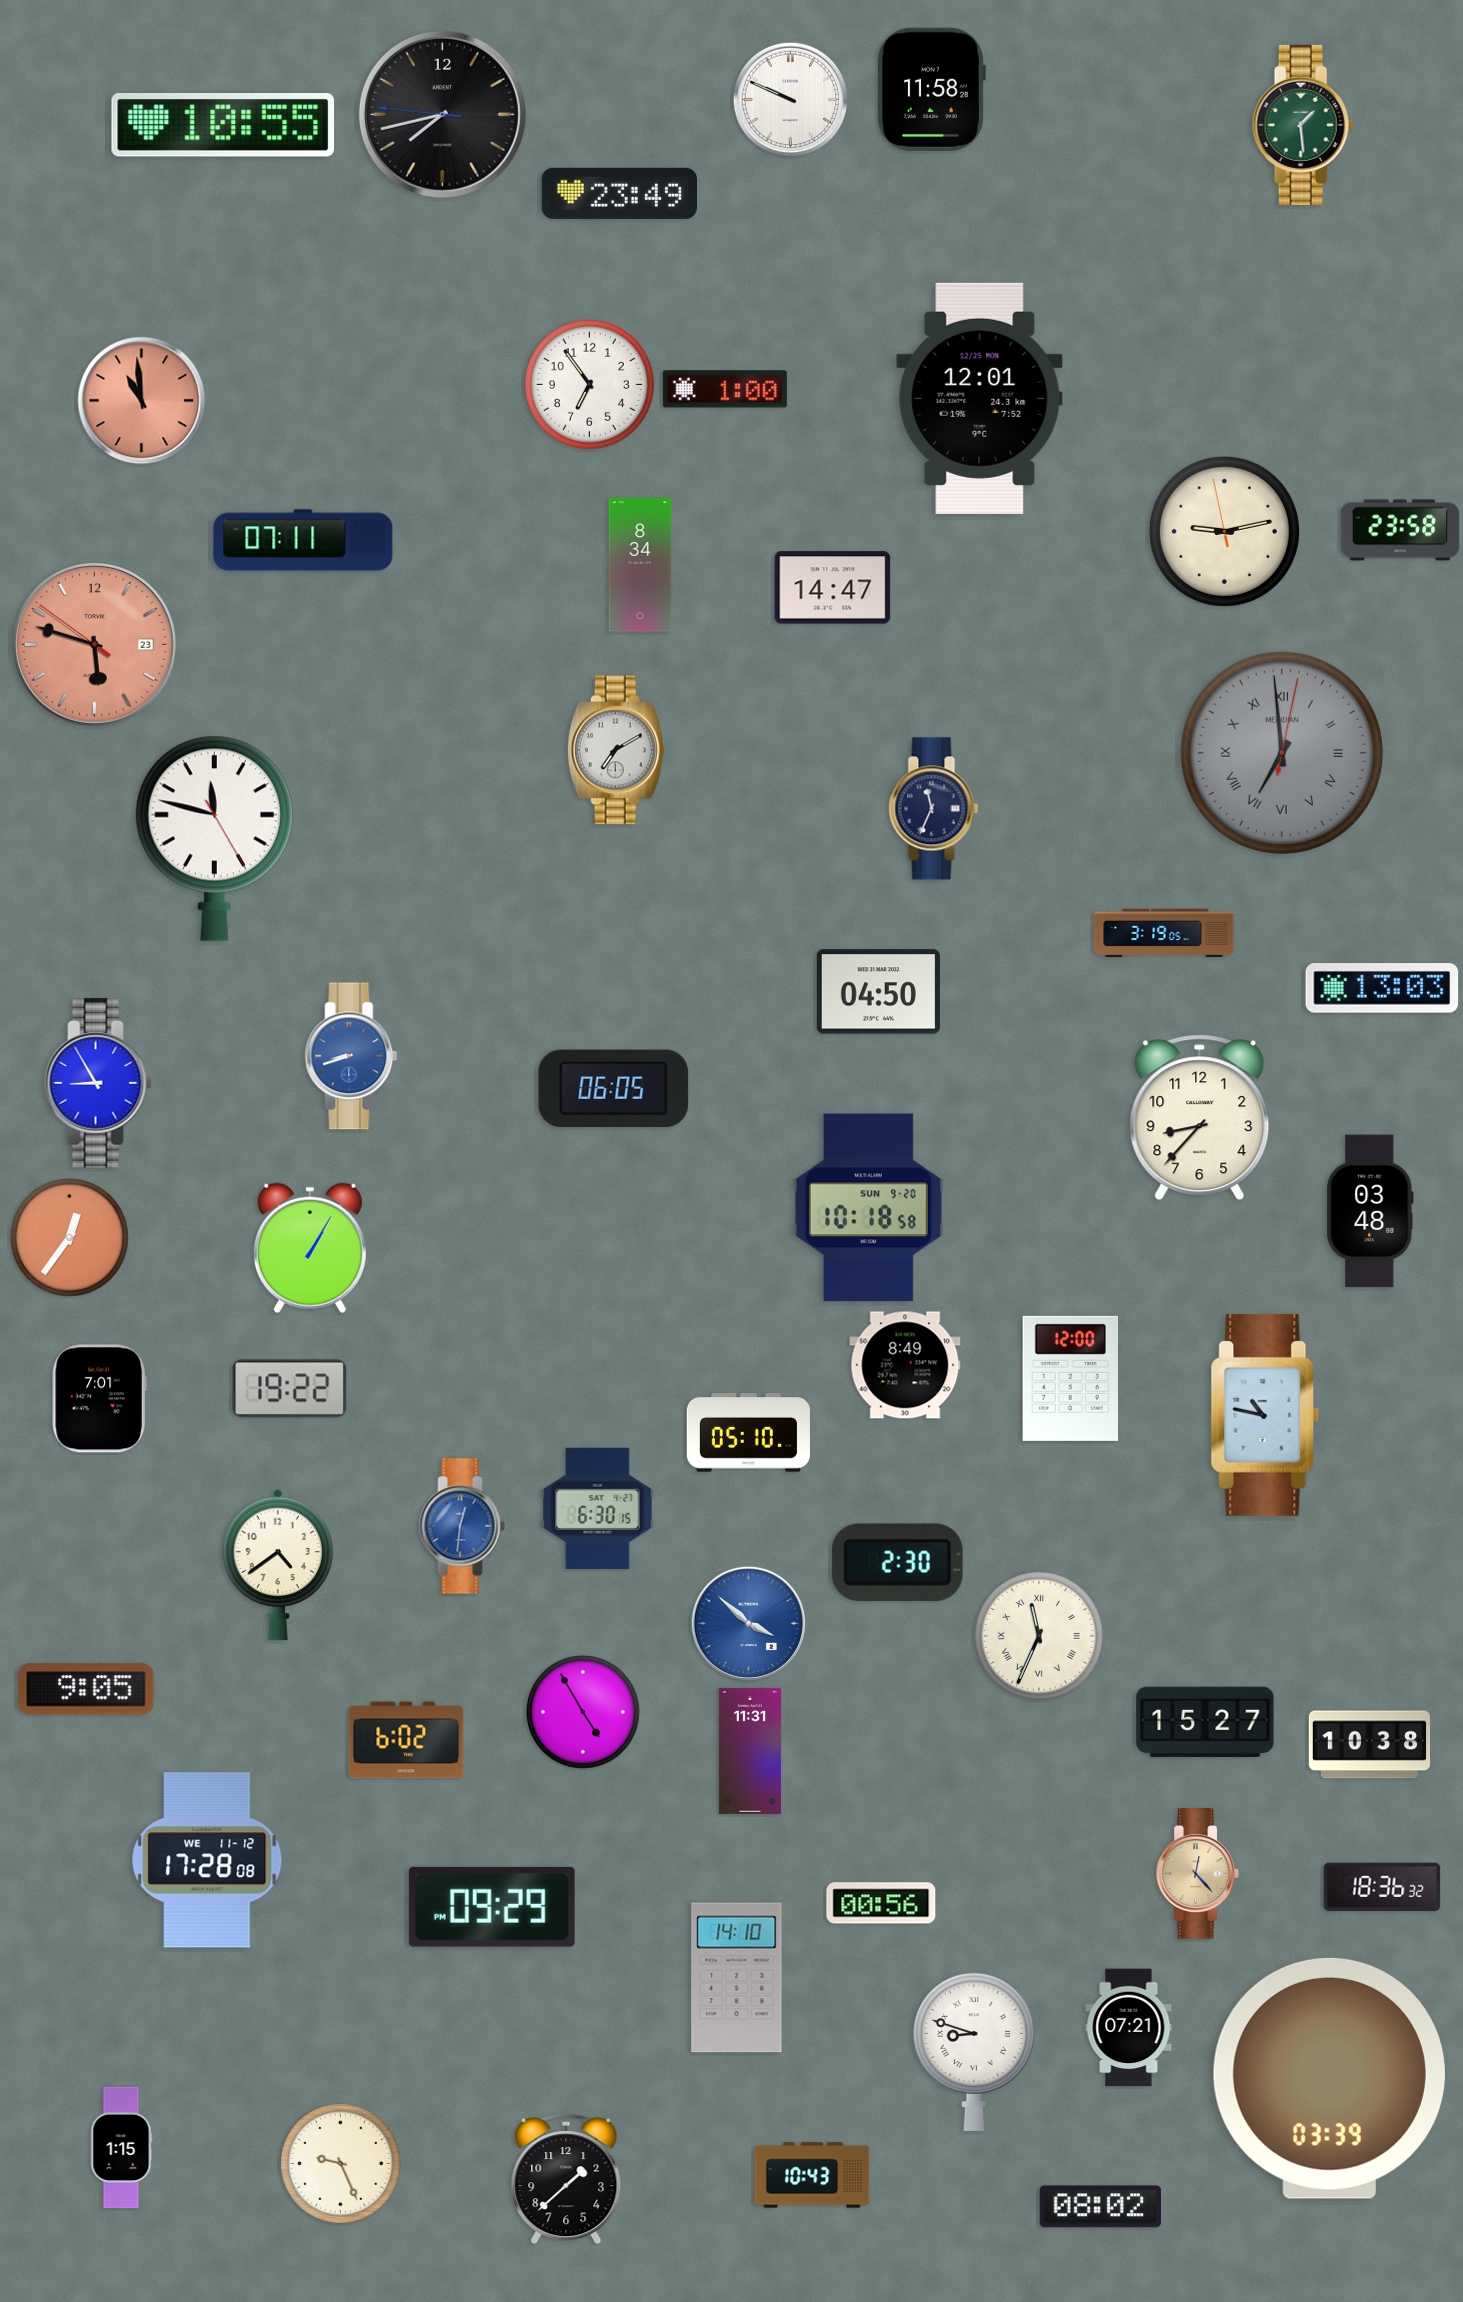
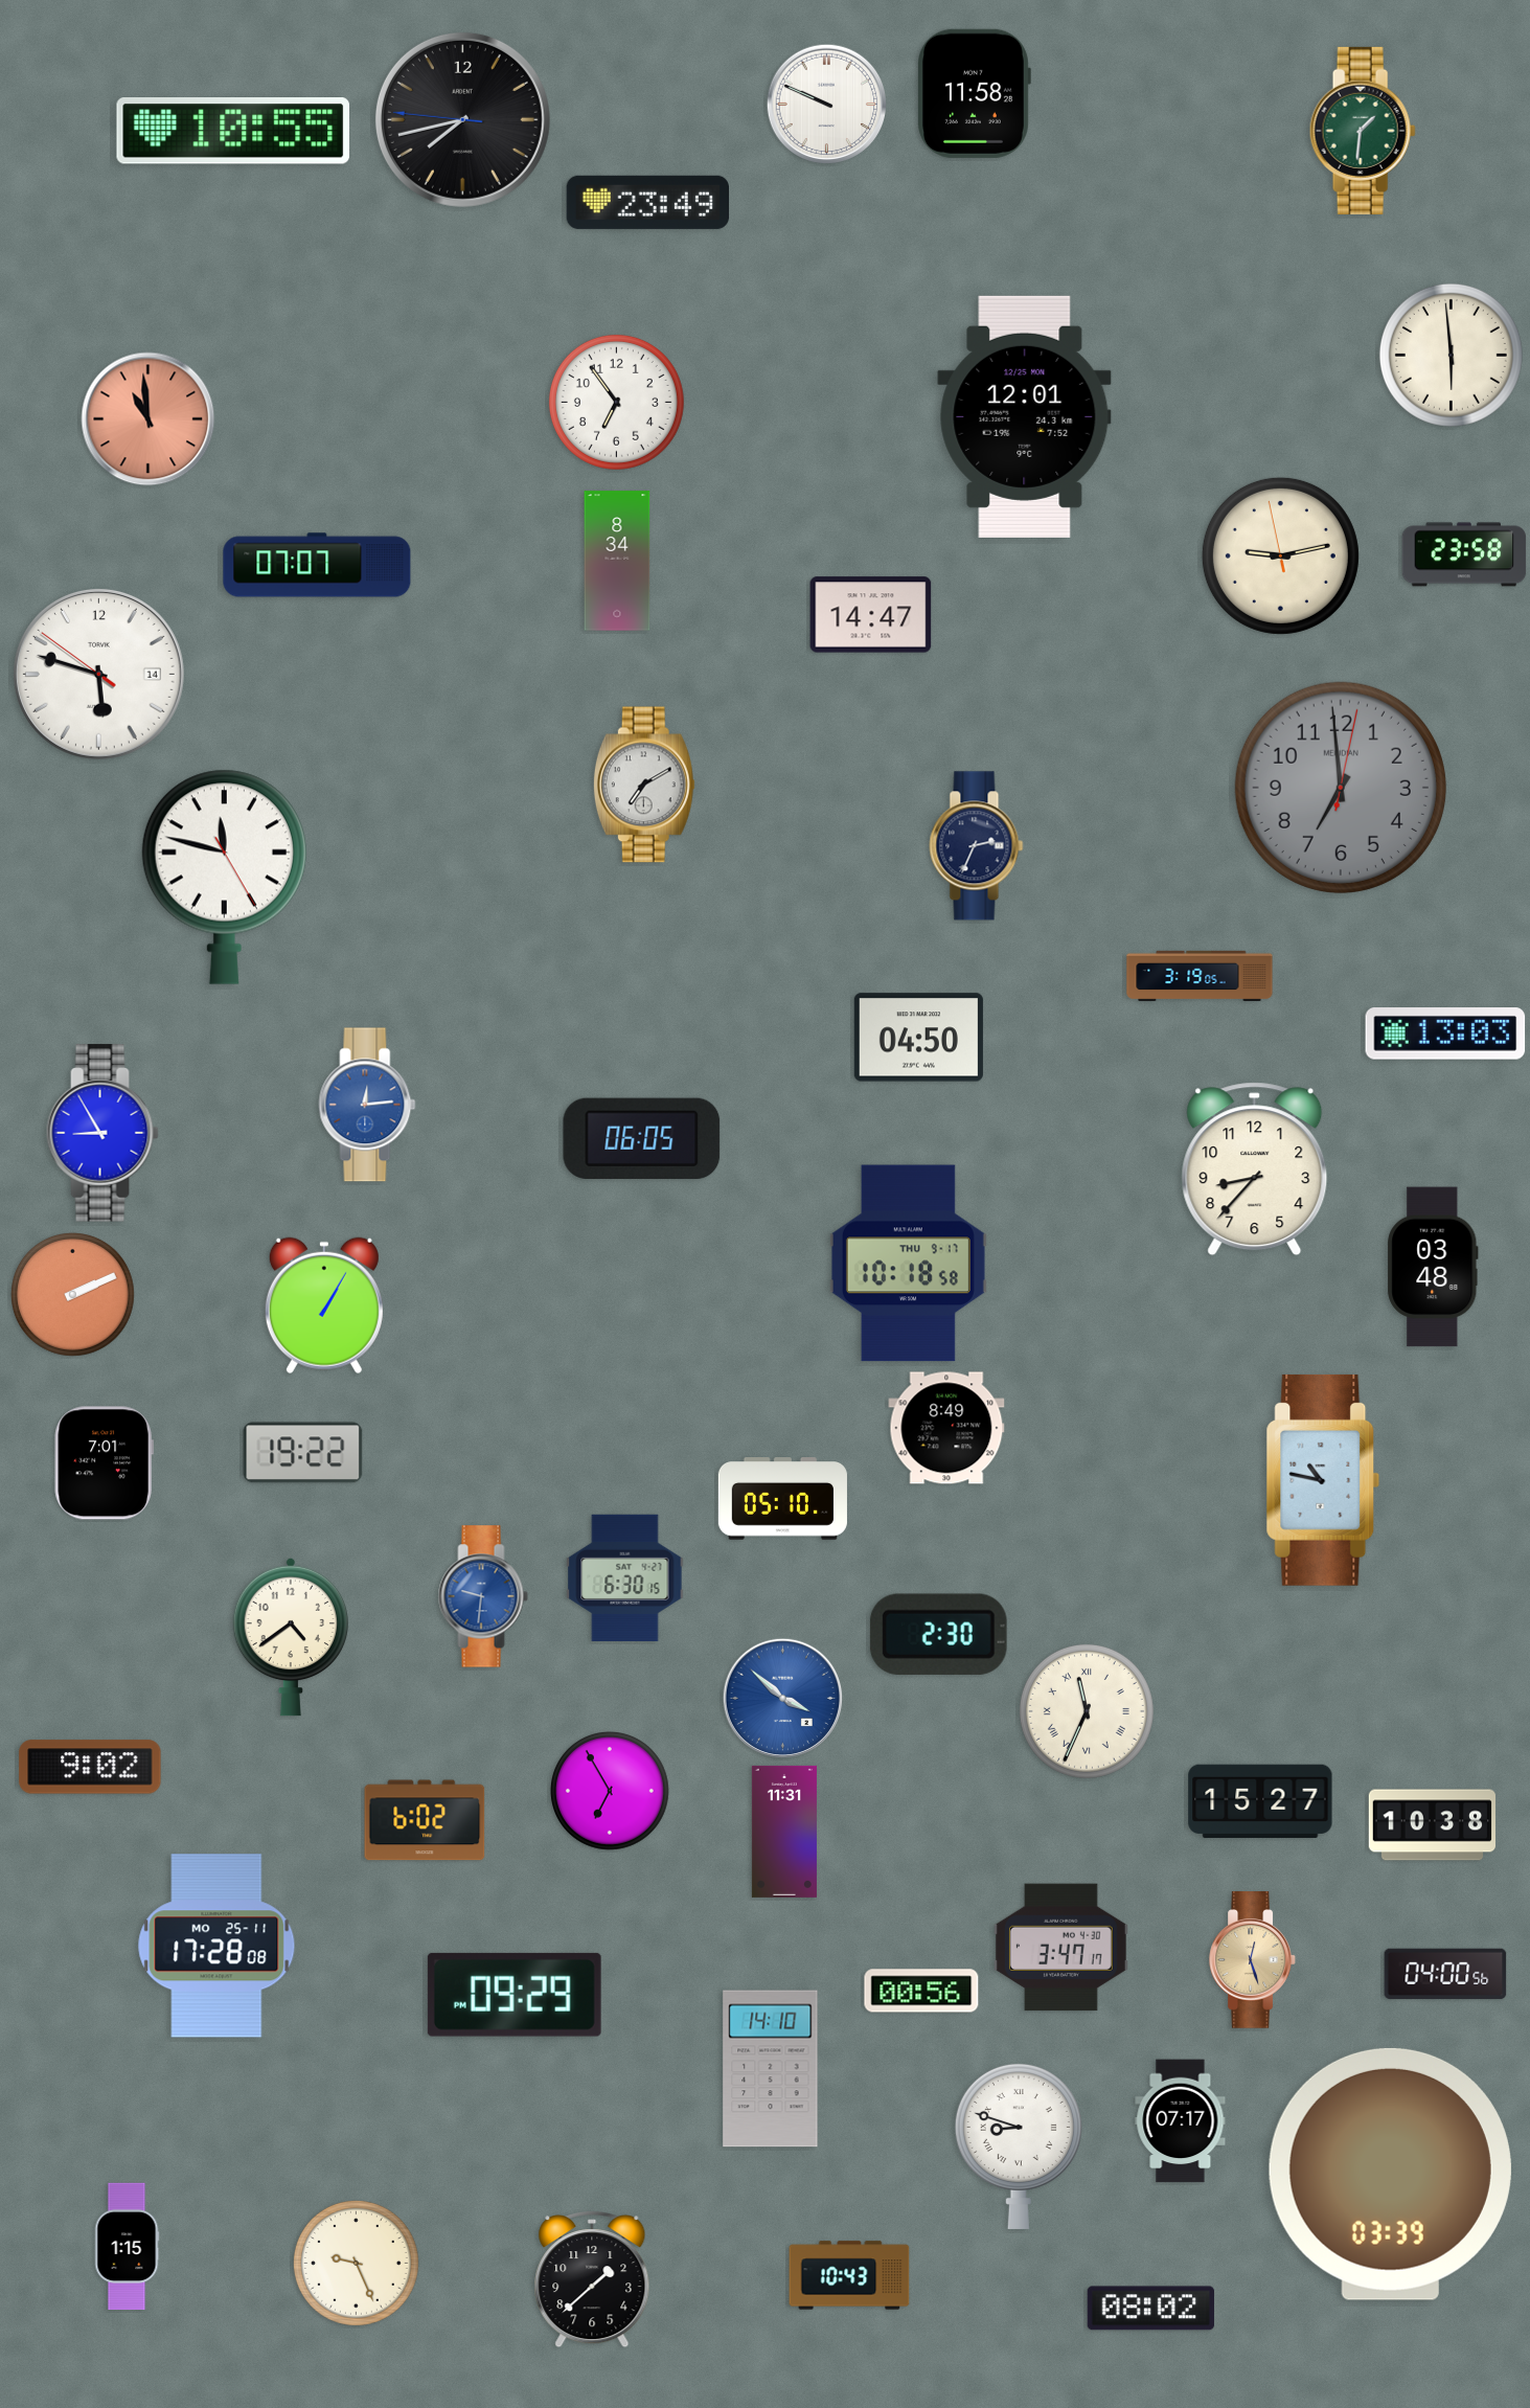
clock at (1303, 125): 1:29 -> 1:31
clock at (1451, 355): none -> 5:59
clock at (725, 389): 1:00 -> none
clock at (303, 540): 07:11 -> 07:07
clock at (640, 565) position: (640, 565) -> (617, 561)
clock at (94, 644) date: 23 -> 14
clock at (94, 644) dial: salmon -> white
clock at (1282, 753) numerals: Roman -> Arabic
clock at (934, 809): 11:34 -> 2:34
clock at (1164, 932) position: (1164, 932) -> (1200, 975)
clock at (351, 1056): 8:42 -> 12:14
clock at (868, 1208) date: SUN 9-20 -> THU 9-17
clock at (70, 1238): 12:36 -> 2:11
clock at (1070, 1378): 12:00 -> none
clock at (462, 1526): 12:31 -> 9:31
clock at (86, 1689): 9:05 -> 9:02
clock at (584, 1713): 4:55 -> 6:55
clock at (207, 1860) date: WE 11-12 -> MO 25-11
clock at (1060, 1948): none -> 3:47
clock at (1197, 1874): 12:23 -> 12:27
clock at (1382, 1887): 18:36 -> 04:00
clock at (1129, 2028): 07:21 -> 07:17
